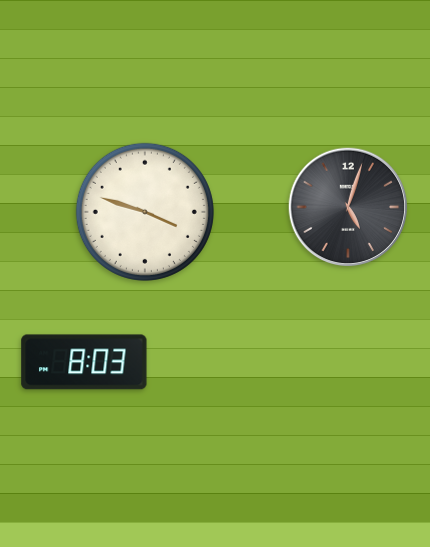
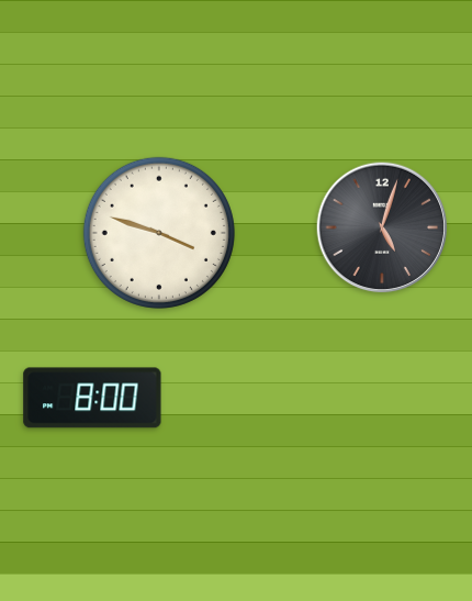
clock at (84, 362): 8:03 -> 8:00
